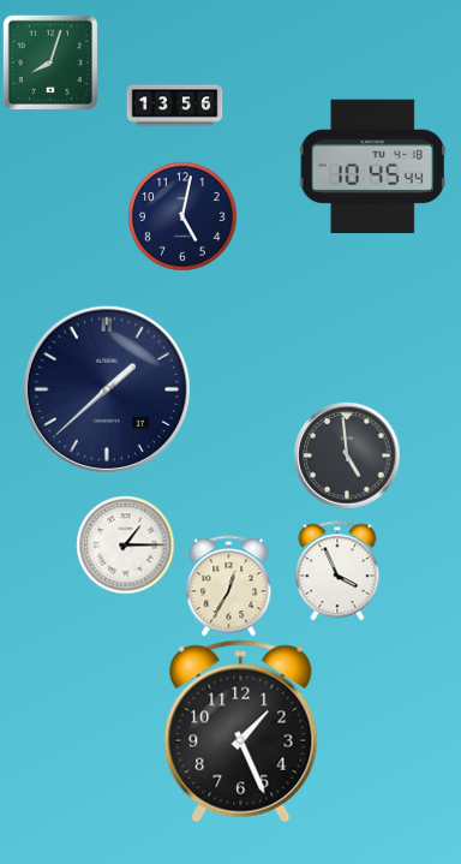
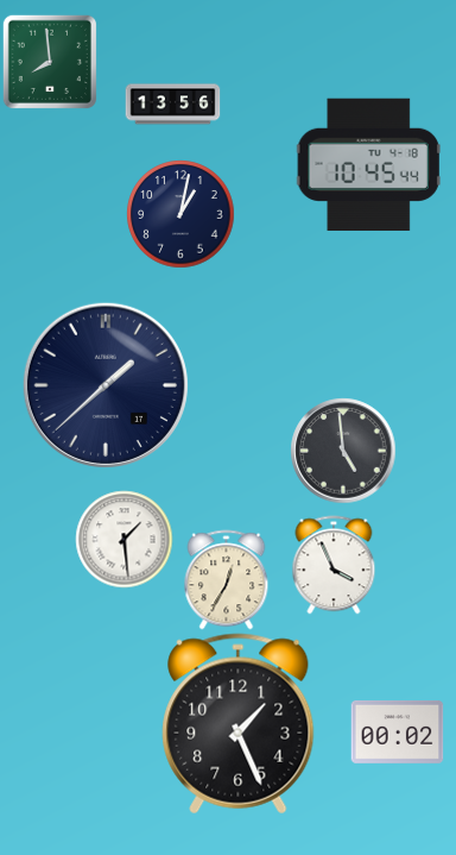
clock at (50, 62): 8:03 -> 7:59
clock at (182, 216): 5:02 -> 1:02
clock at (125, 544): 1:15 -> 1:29
clock at (397, 731): none -> 00:02
